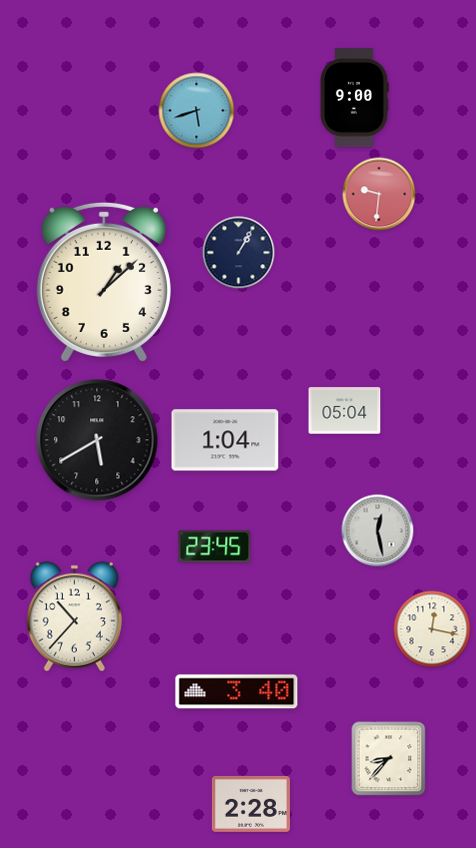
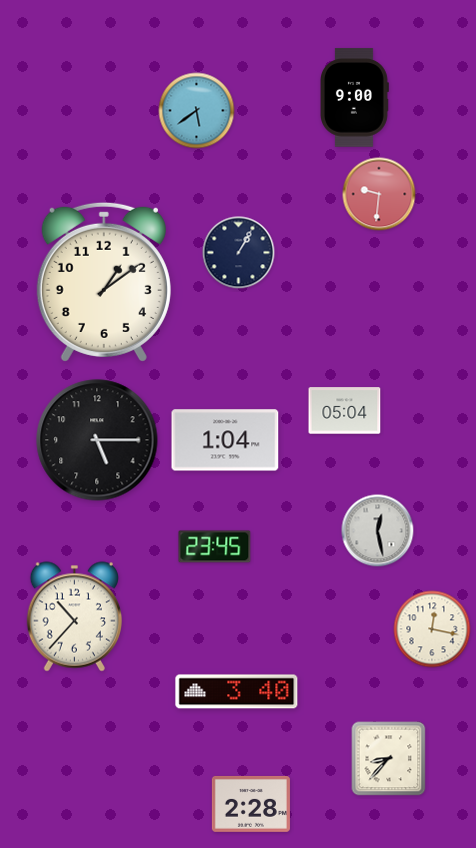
clock at (197, 111): 5:42 -> 5:39
clock at (104, 282): 1:08 -> 1:09
clock at (97, 440): 5:40 -> 5:15
